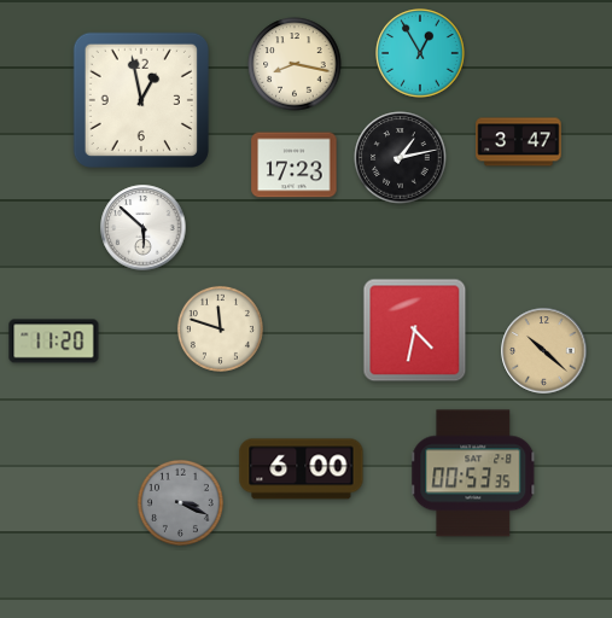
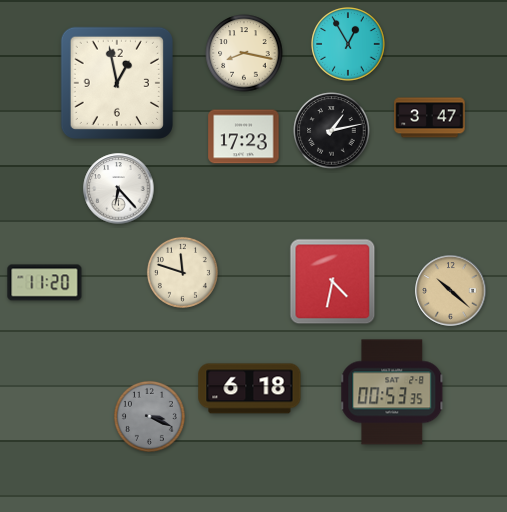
clock at (144, 228): 5:52 -> 6:23
clock at (415, 331) position: (415, 331) -> (333, 282)
clock at (302, 470): 6:00 -> 6:18
